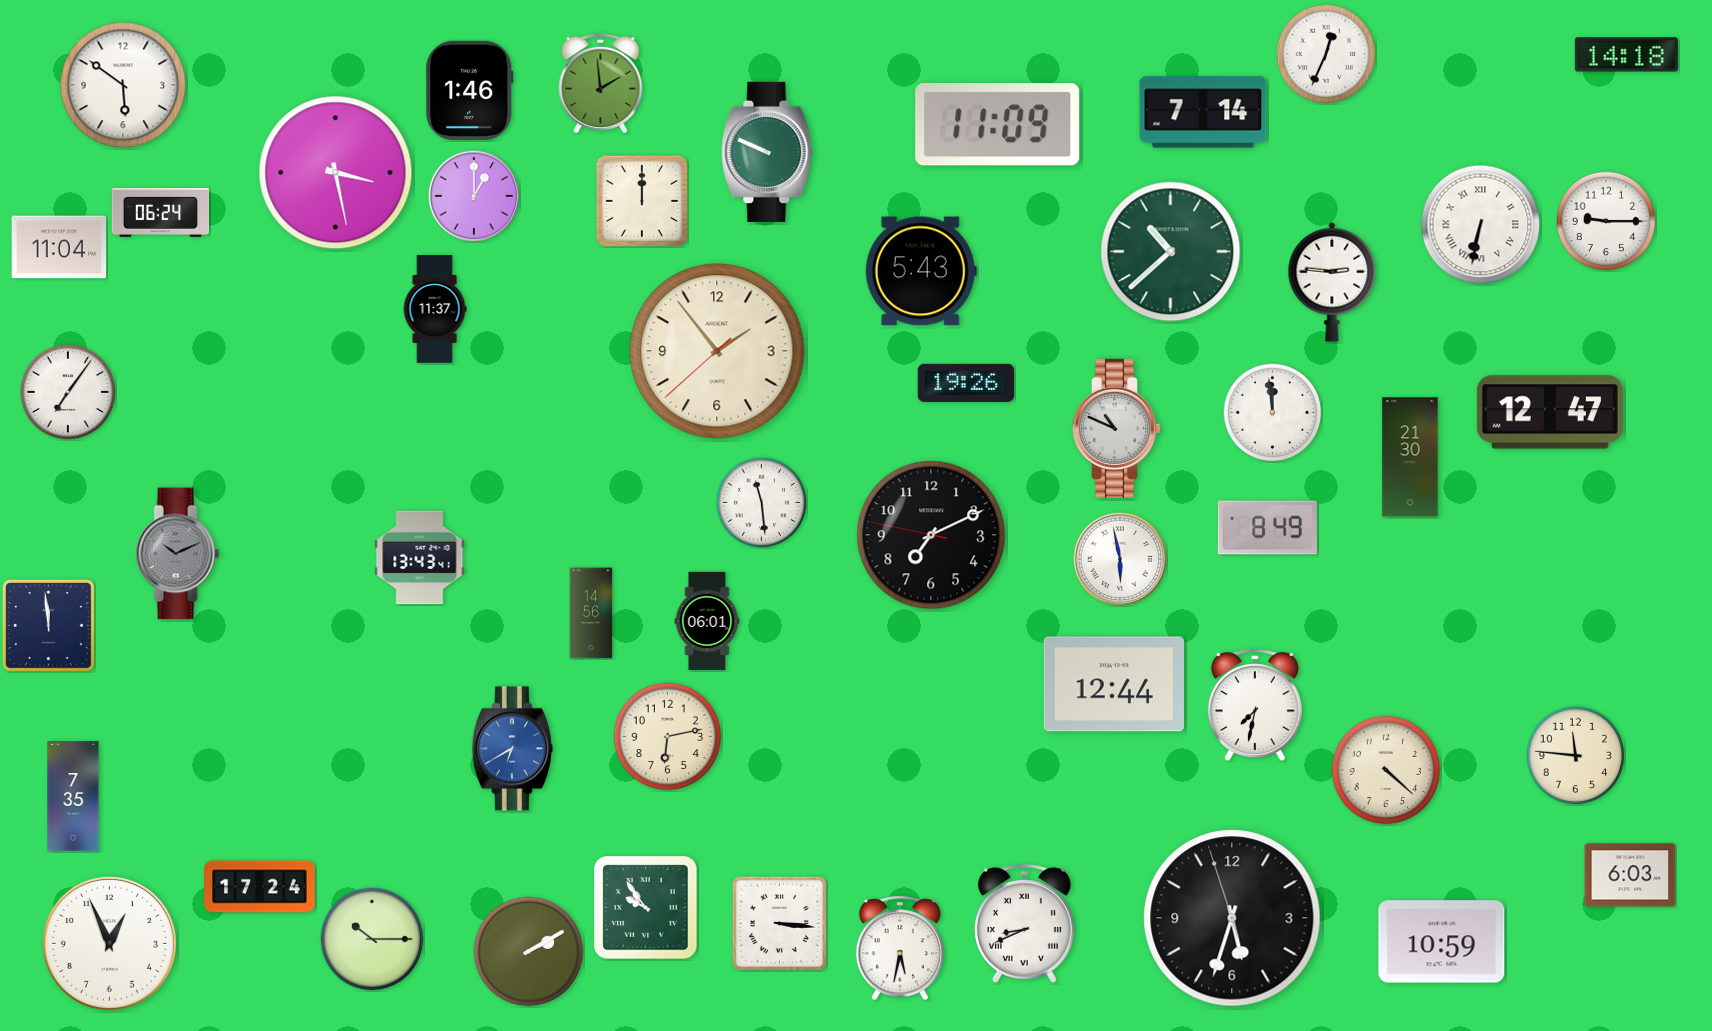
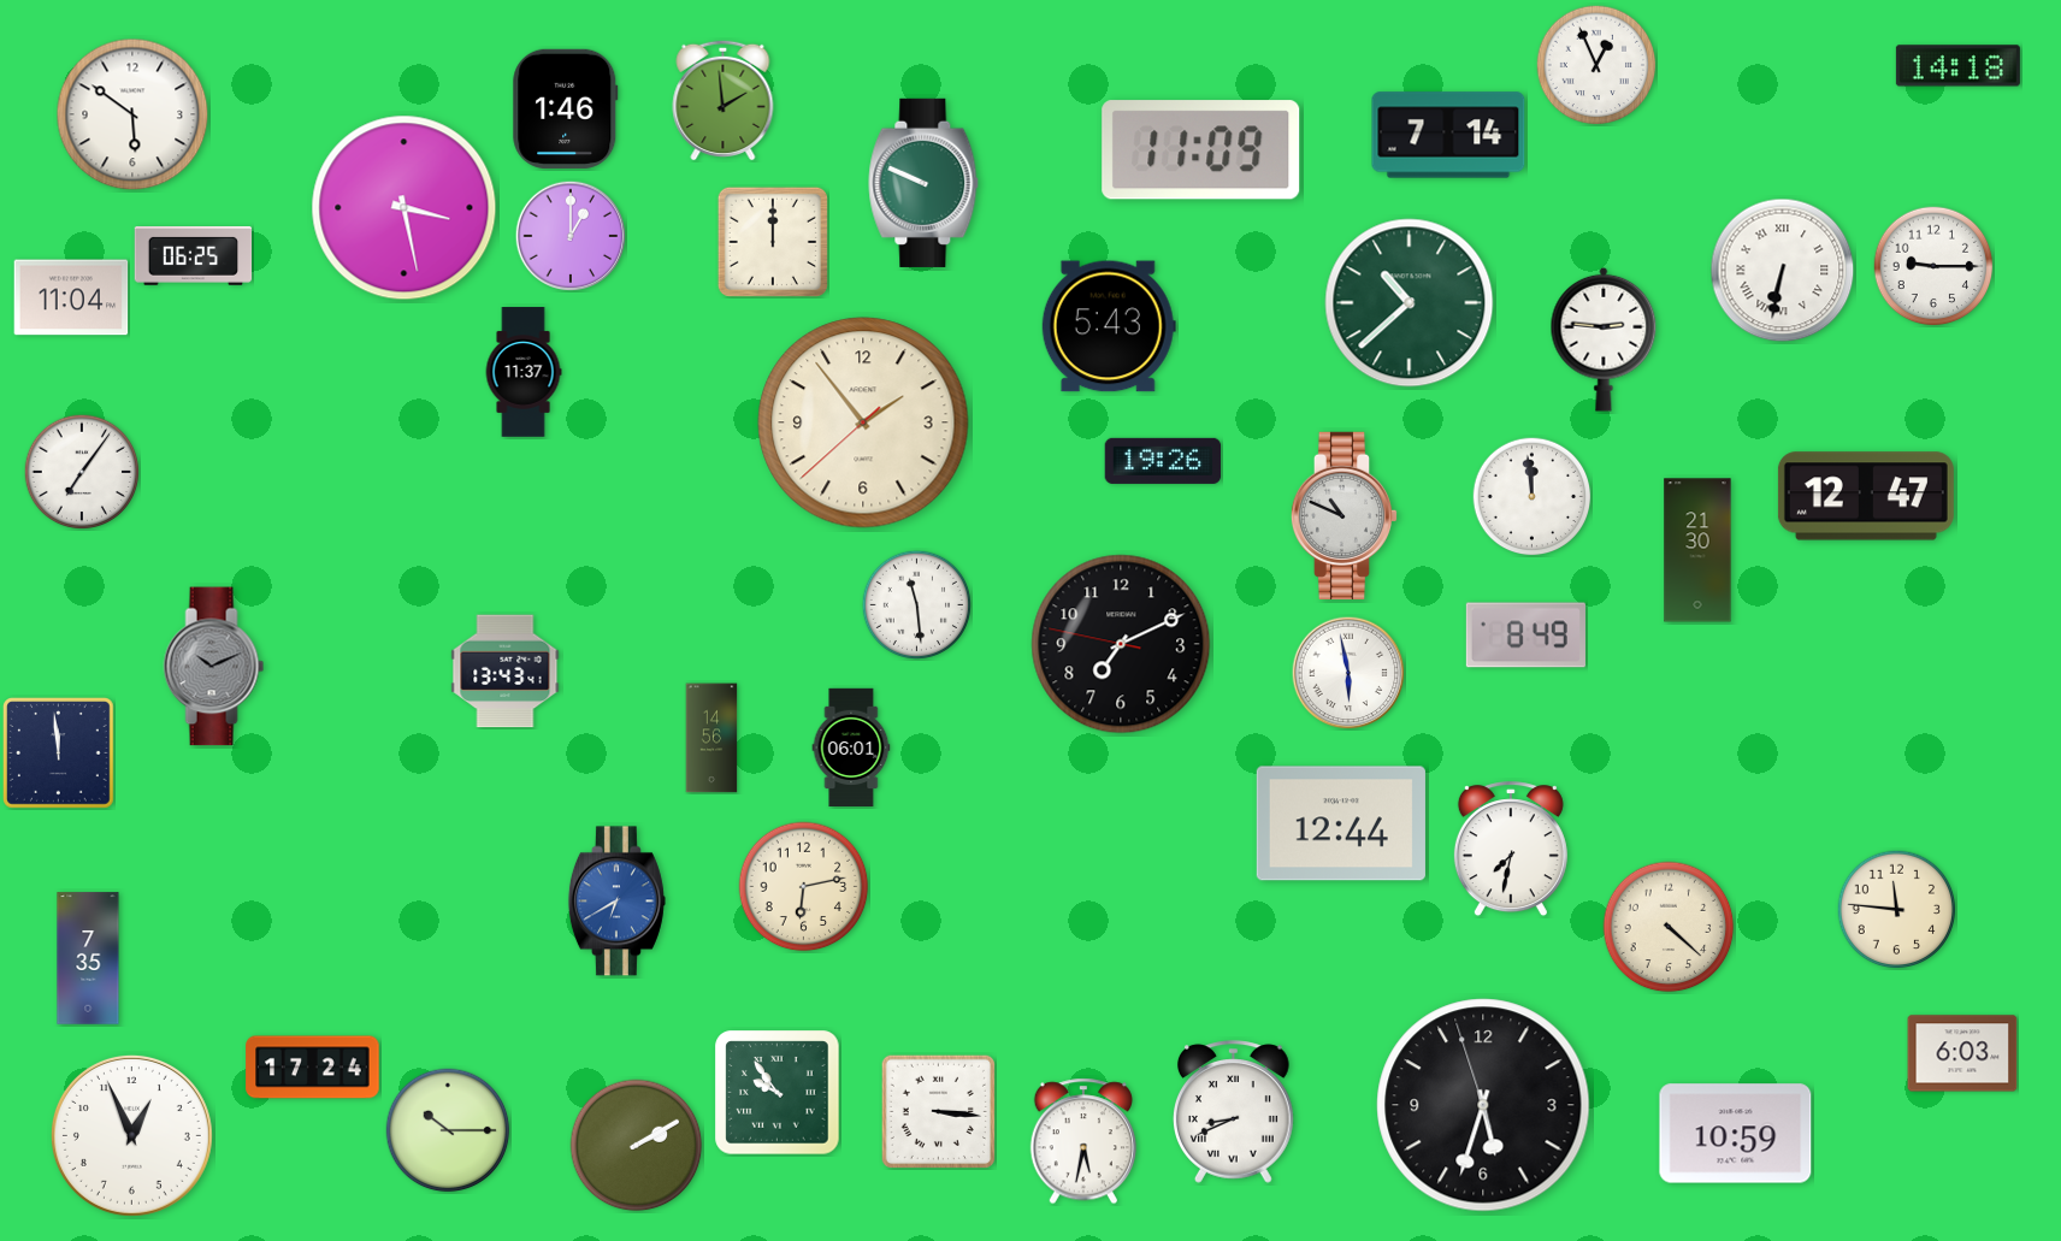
clock at (1326, 54): 12:34 -> 12:56
clock at (123, 85) position: (123, 85) -> (132, 114)
clock at (161, 212): 06:24 -> 06:25
